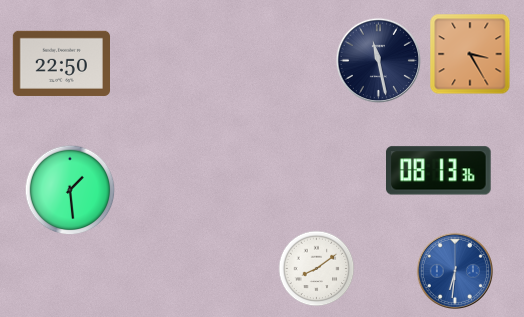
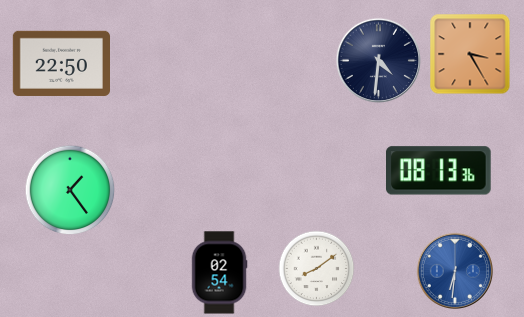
clock at (379, 61): 11:28 -> 4:31
clock at (70, 190): 1:29 -> 1:24
clock at (219, 273): none -> 02:54
